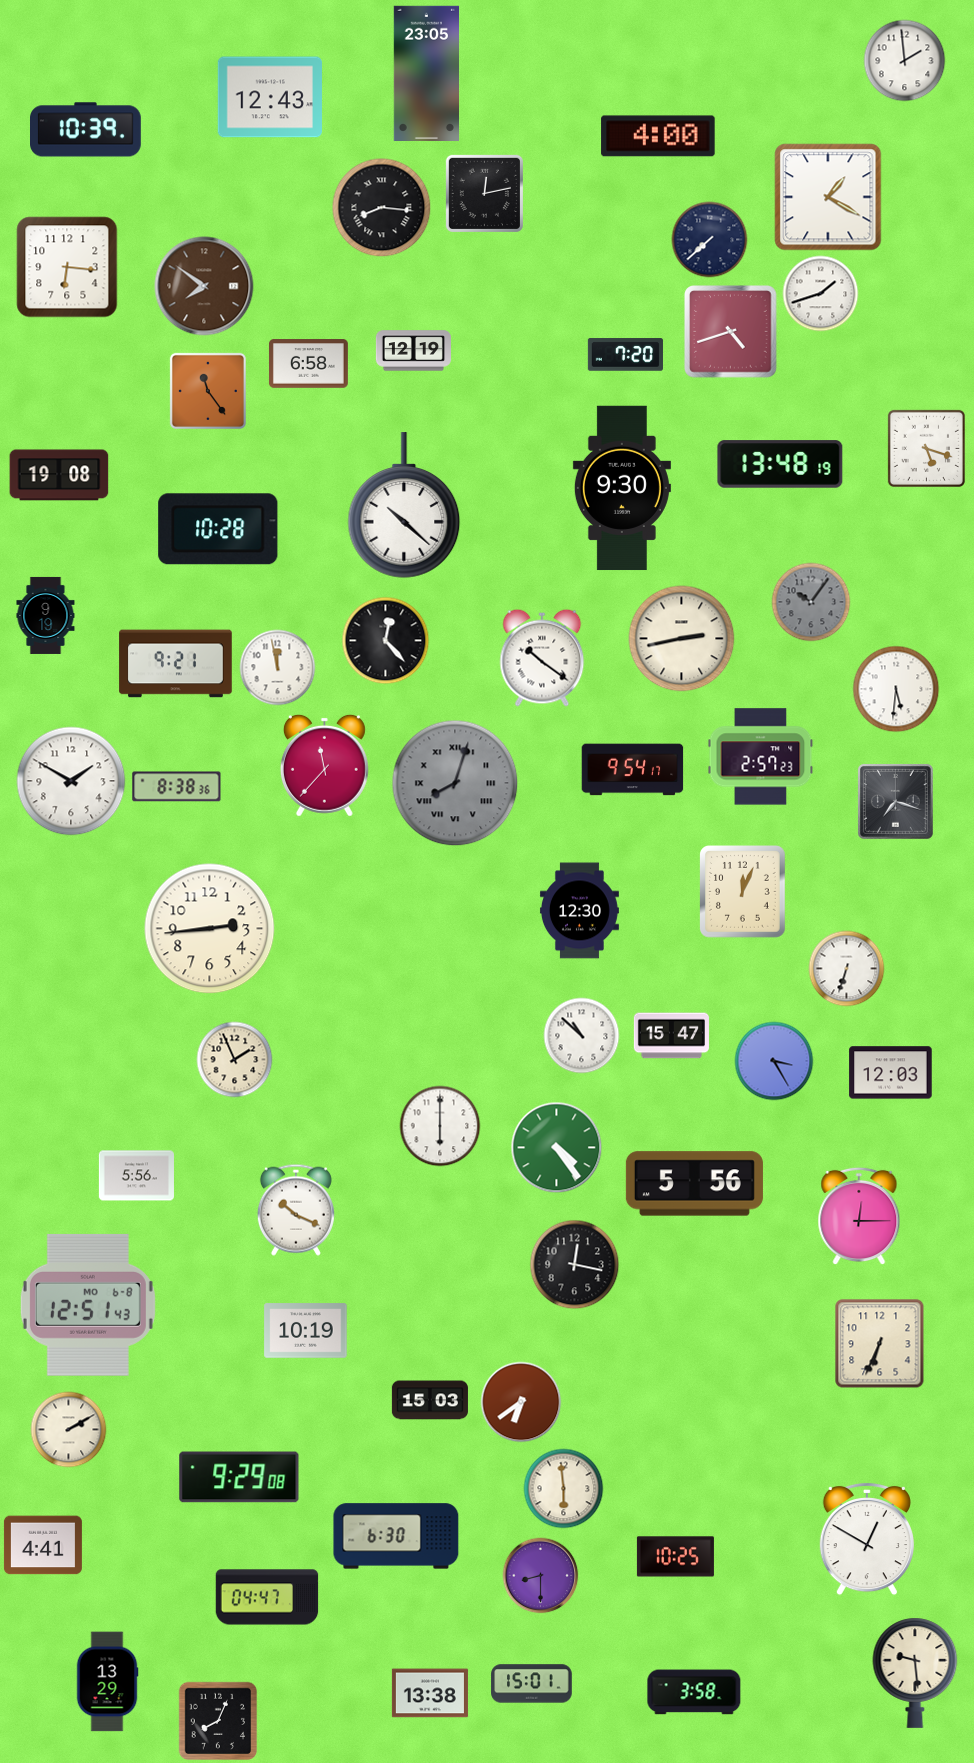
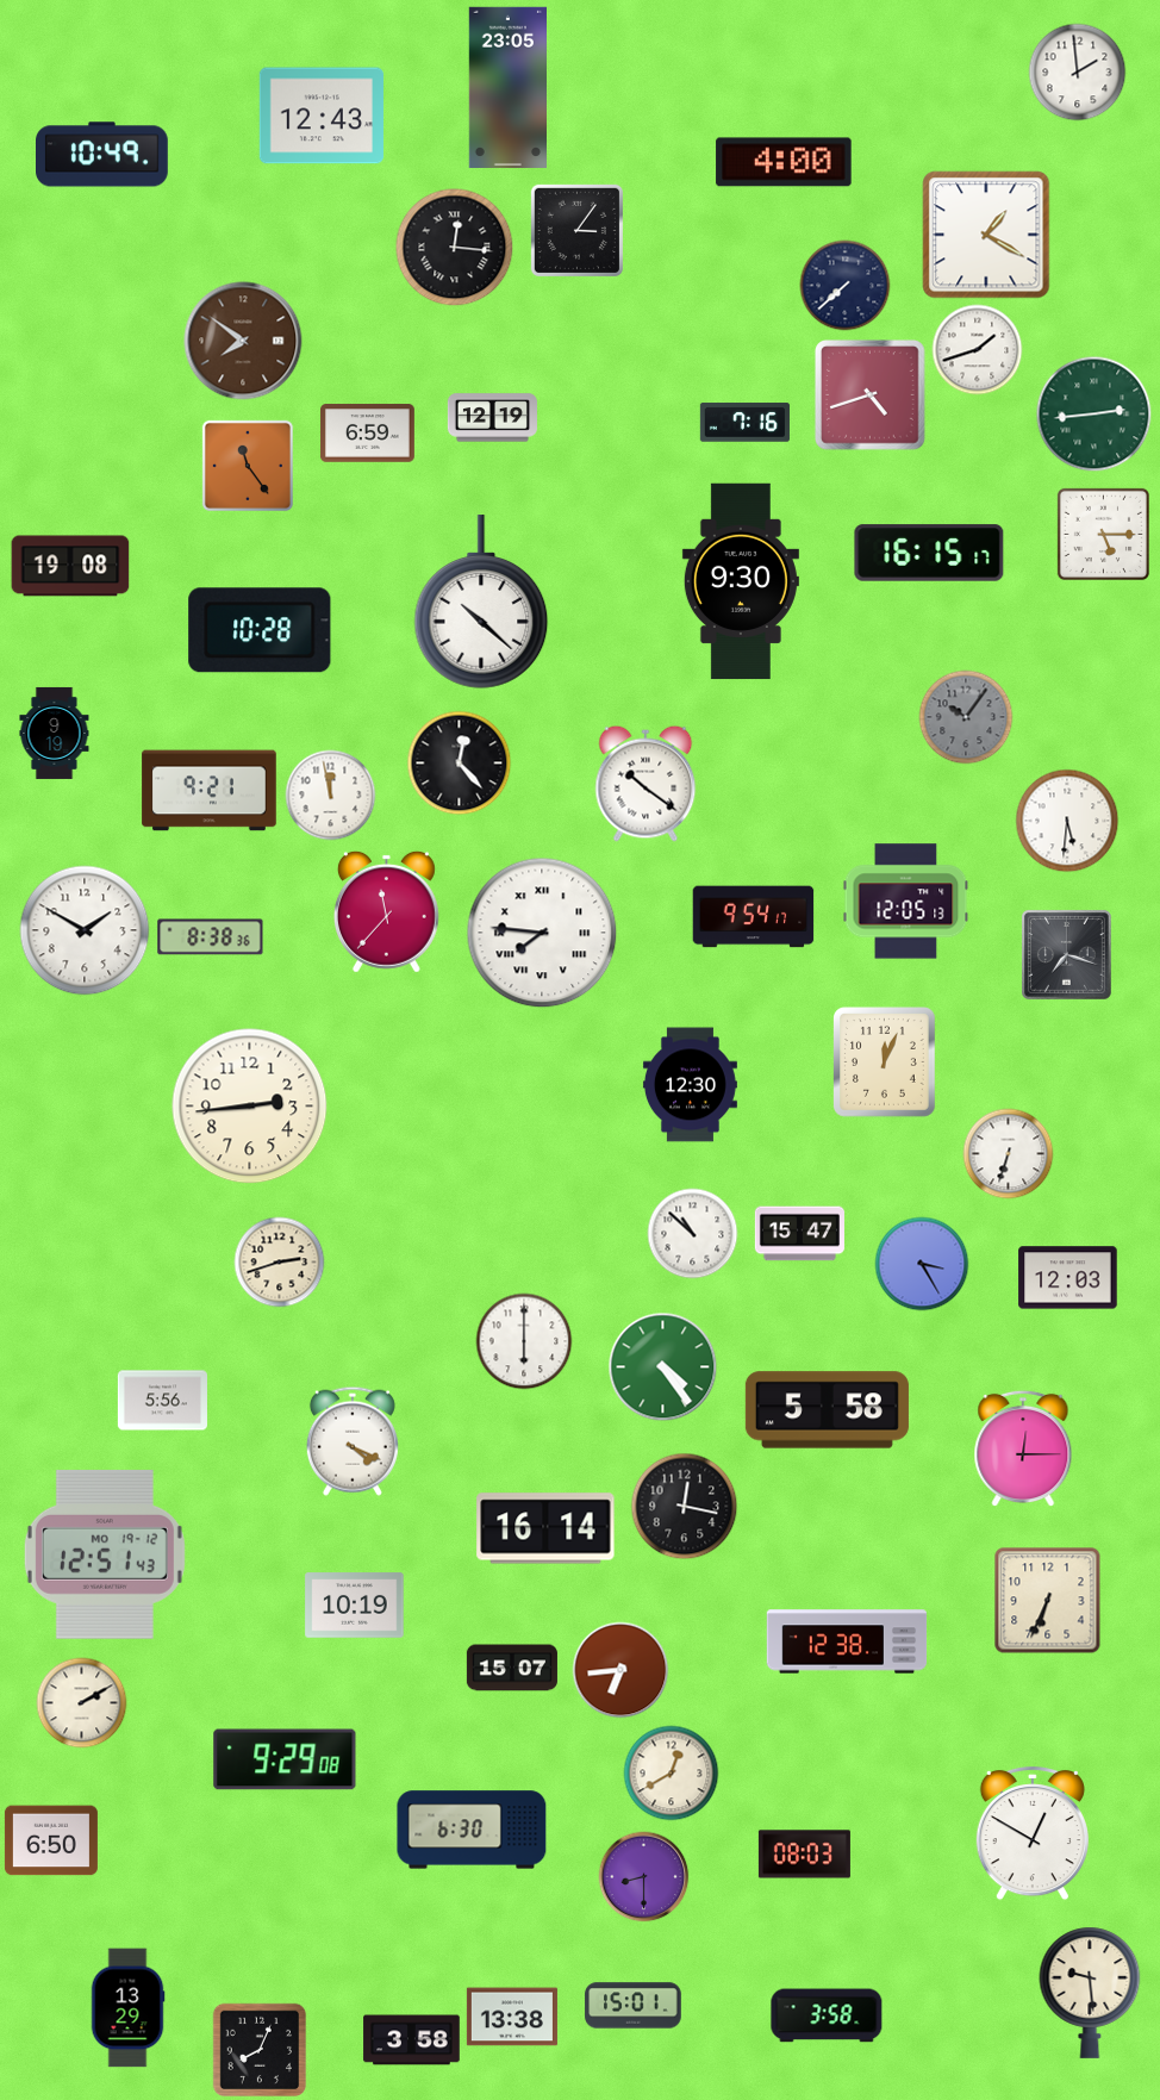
clock at (86, 130): 10:39 -> 10:49
clock at (484, 193): 12:13 -> 3:06
clock at (382, 208): 8:16 -> 12:16
clock at (67, 267): 6:16 -> none
clock at (1094, 415): none -> 2:44
clock at (625, 355): 7:20 -> 7:16
clock at (308, 364): 6:58 -> 6:59
clock at (926, 448): 5:18 -> 5:15
clock at (780, 464): 13:48 -> 16:15
clock at (682, 639): 2:43 -> none
clock at (761, 757): 2:57 -> 12:05
clock at (455, 783): 8:03 -> 7:46
clock at (455, 783) dial: grey -> white
clock at (235, 1060): 1:56 -> 2:42
clock at (891, 1073) position: (891, 1073) -> (1068, 1278)
clock at (694, 1184): 5:56 -> 5:58
clock at (296, 1210): 10:19 -> 4:19
clock at (545, 1528): none -> 16:14
clock at (88, 1305) date: MO 6-8 -> MO 19-12
clock at (306, 1331) position: (306, 1331) -> (355, 1606)
clock at (847, 1641): none -> 12:38
clock at (430, 1400): 15:03 -> 15:07
clock at (521, 1402): 6:39 -> 6:44
clock at (564, 1489): 5:59 -> 12:40
clock at (43, 1545): 4:41 -> 6:50
clock at (675, 1557): 10:25 -> 08:03
clock at (267, 1597): 04:47 -> none
clock at (107, 1682) position: (107, 1682) -> (127, 2008)
clock at (412, 2040): none -> 3:58
